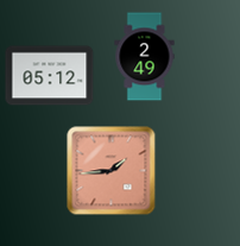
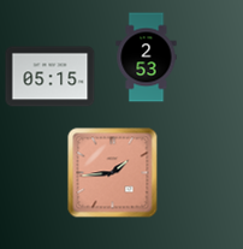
clock at (145, 57): 2:49 -> 2:53
clock at (50, 76): 05:12 -> 05:15
